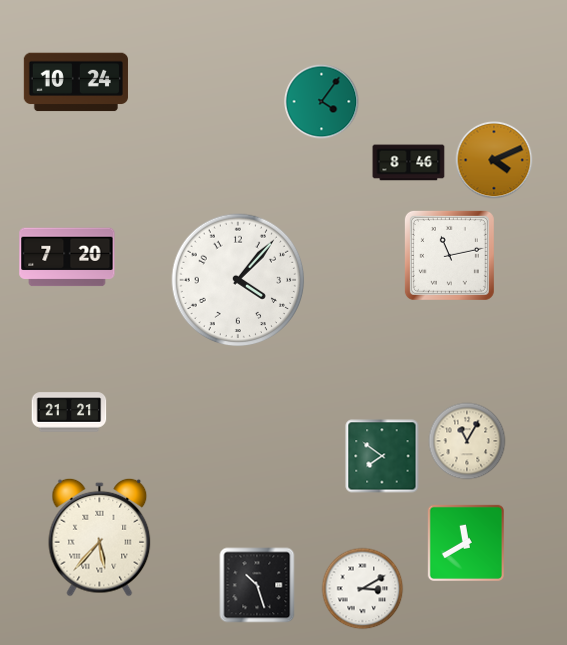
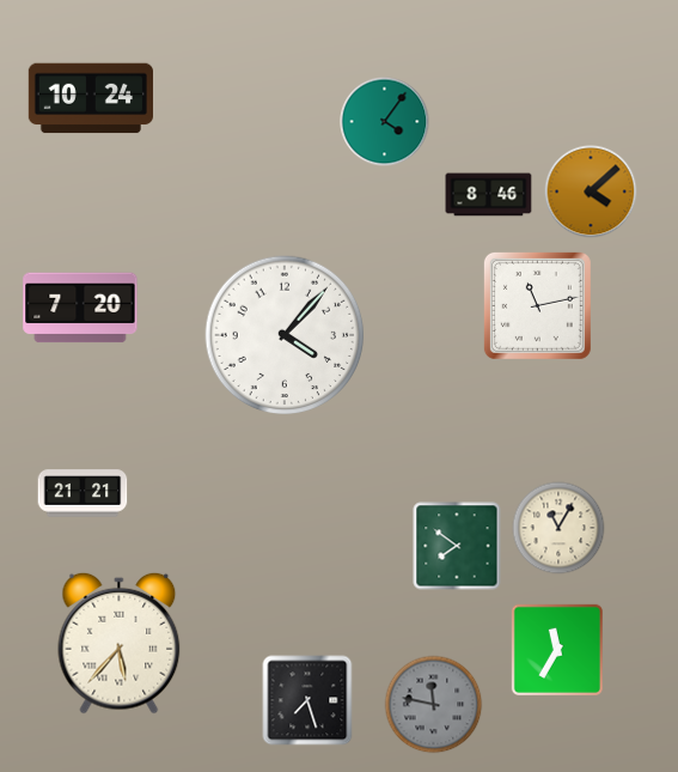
clock at (494, 160): 4:11 -> 4:08
clock at (466, 543): 11:40 -> 11:35
clock at (257, 585): 10:27 -> 7:27
clock at (363, 589): 3:10 -> 11:47
clock at (363, 589) dial: white -> grey
